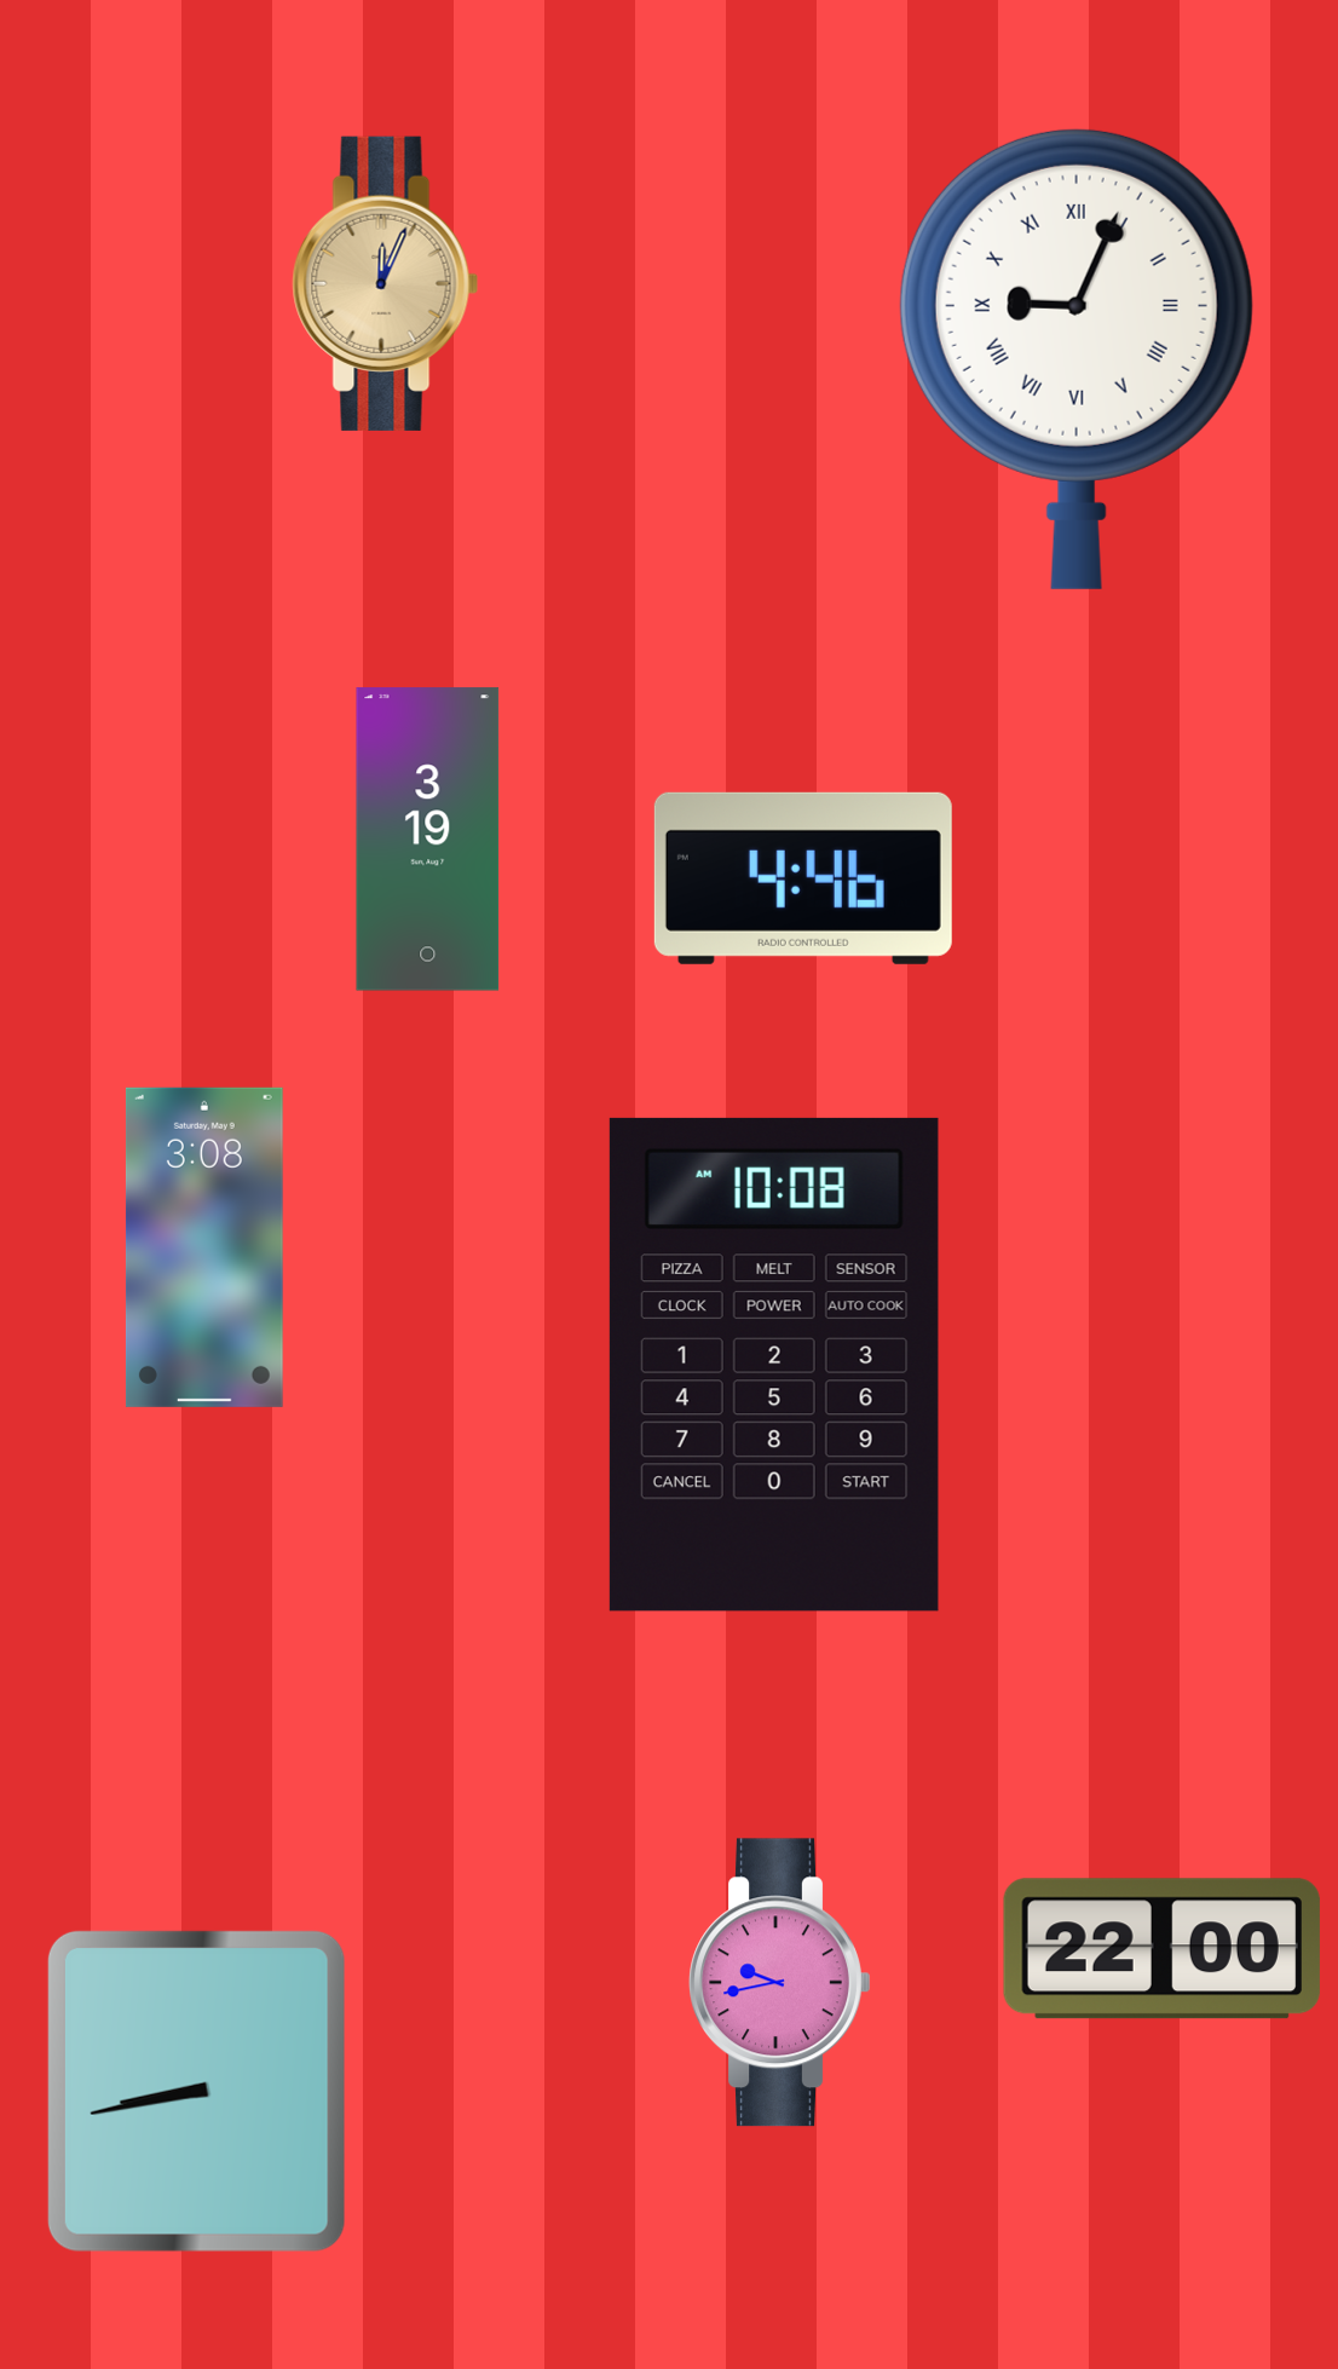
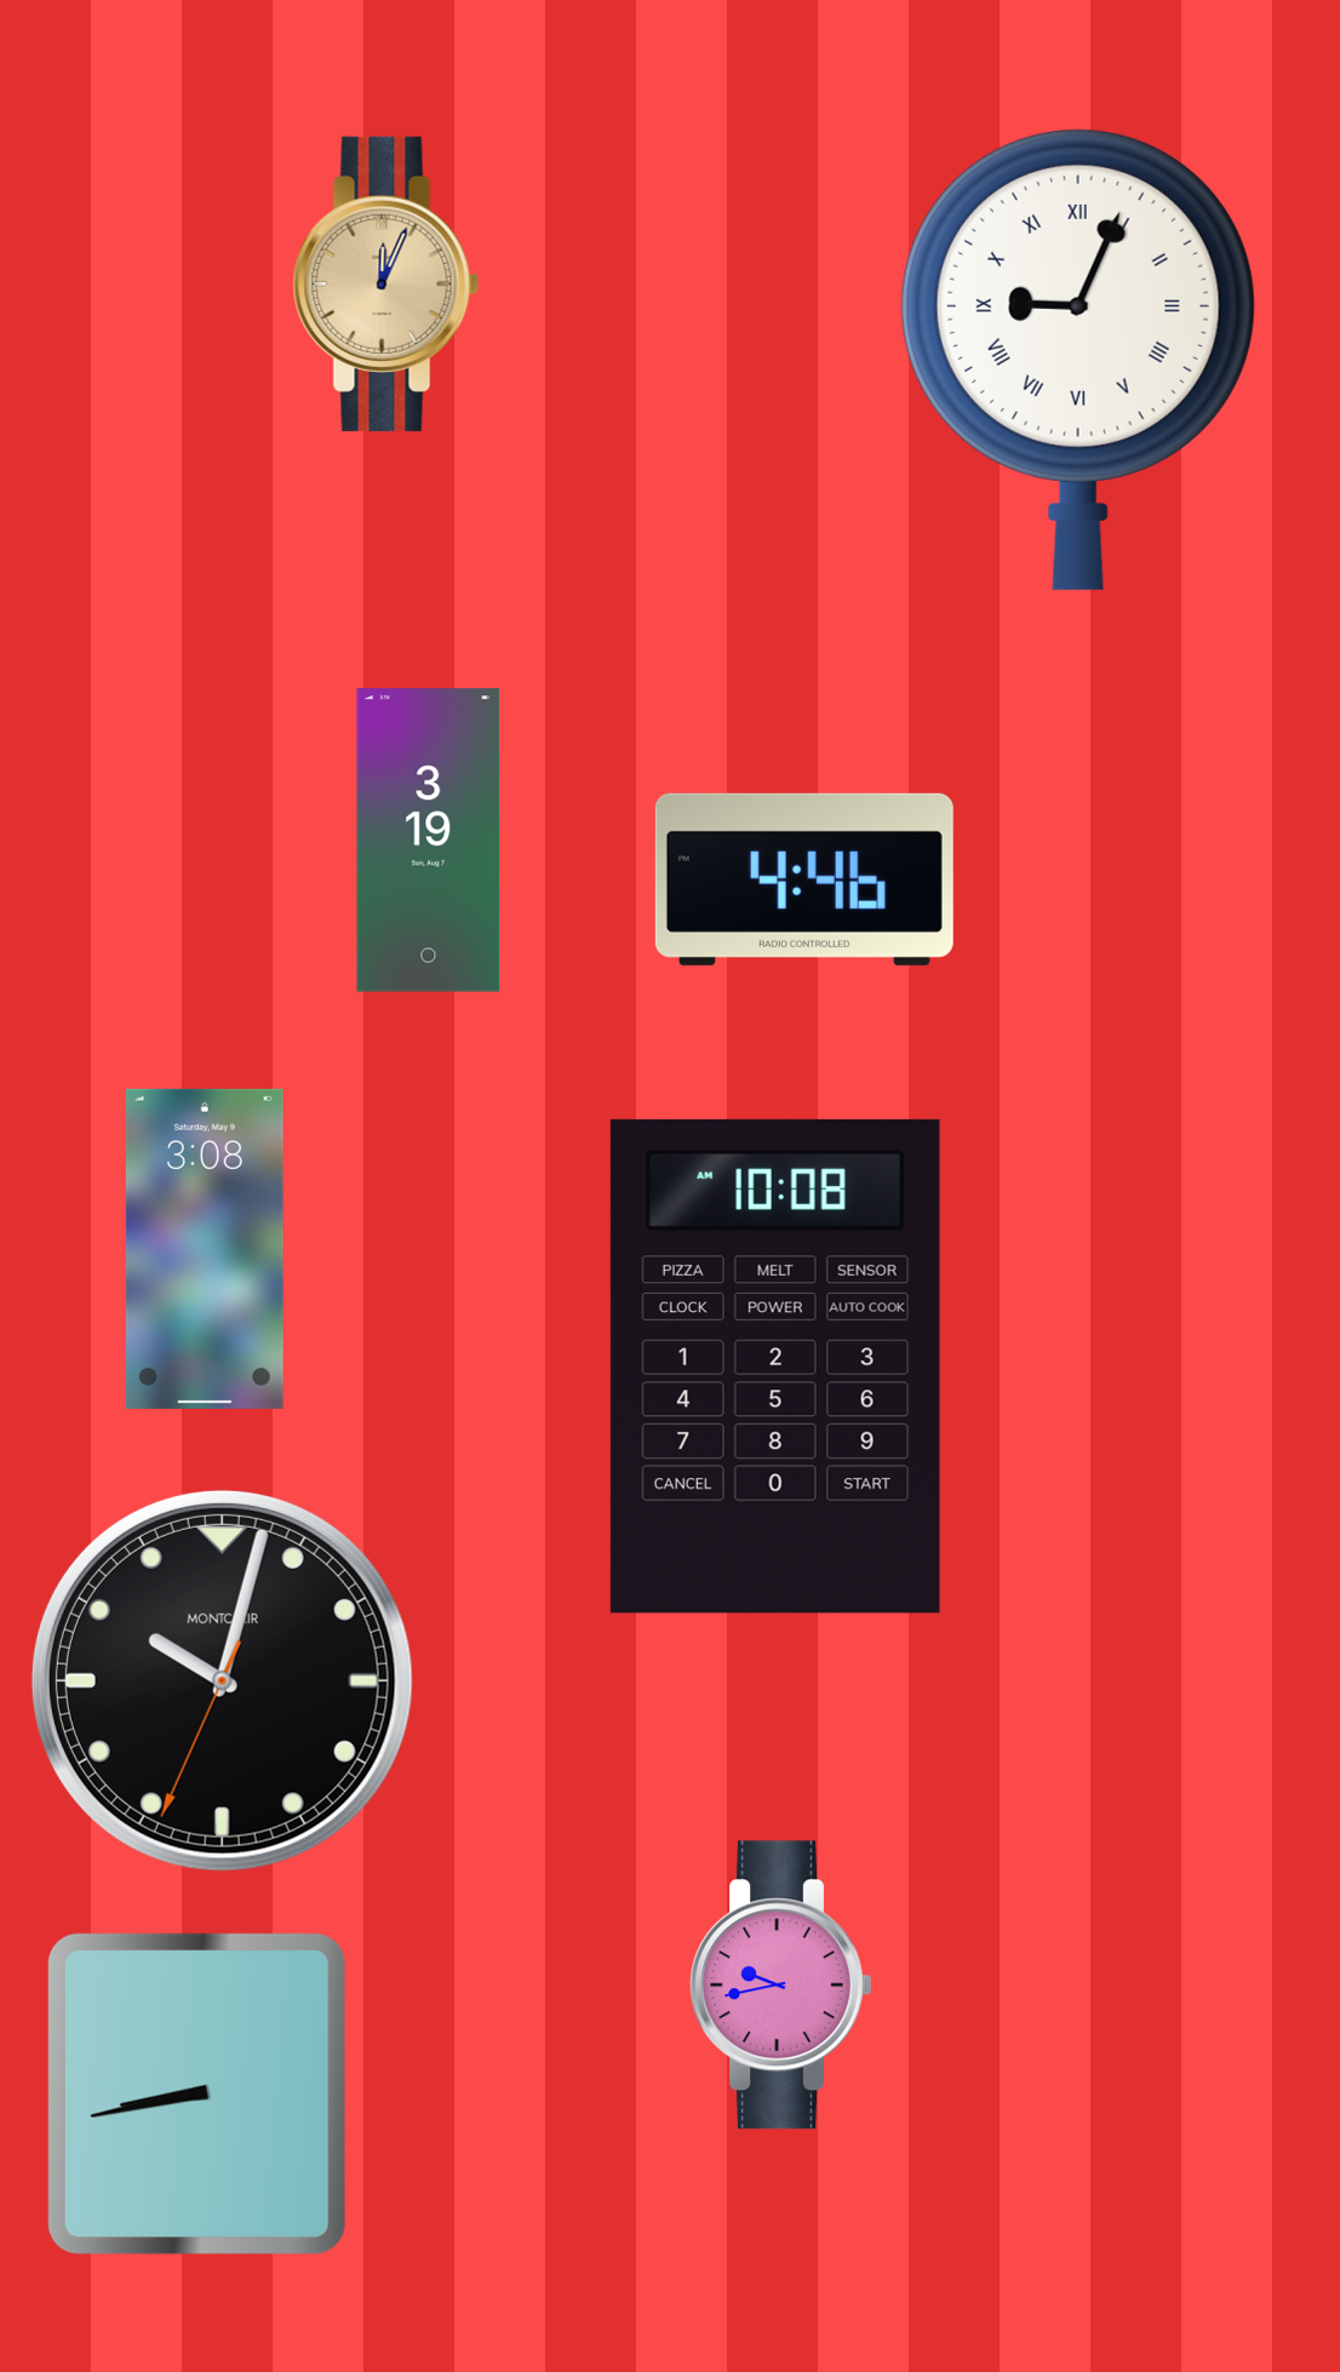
clock at (222, 1680): none -> 10:02
clock at (1161, 1949): 22:00 -> none
